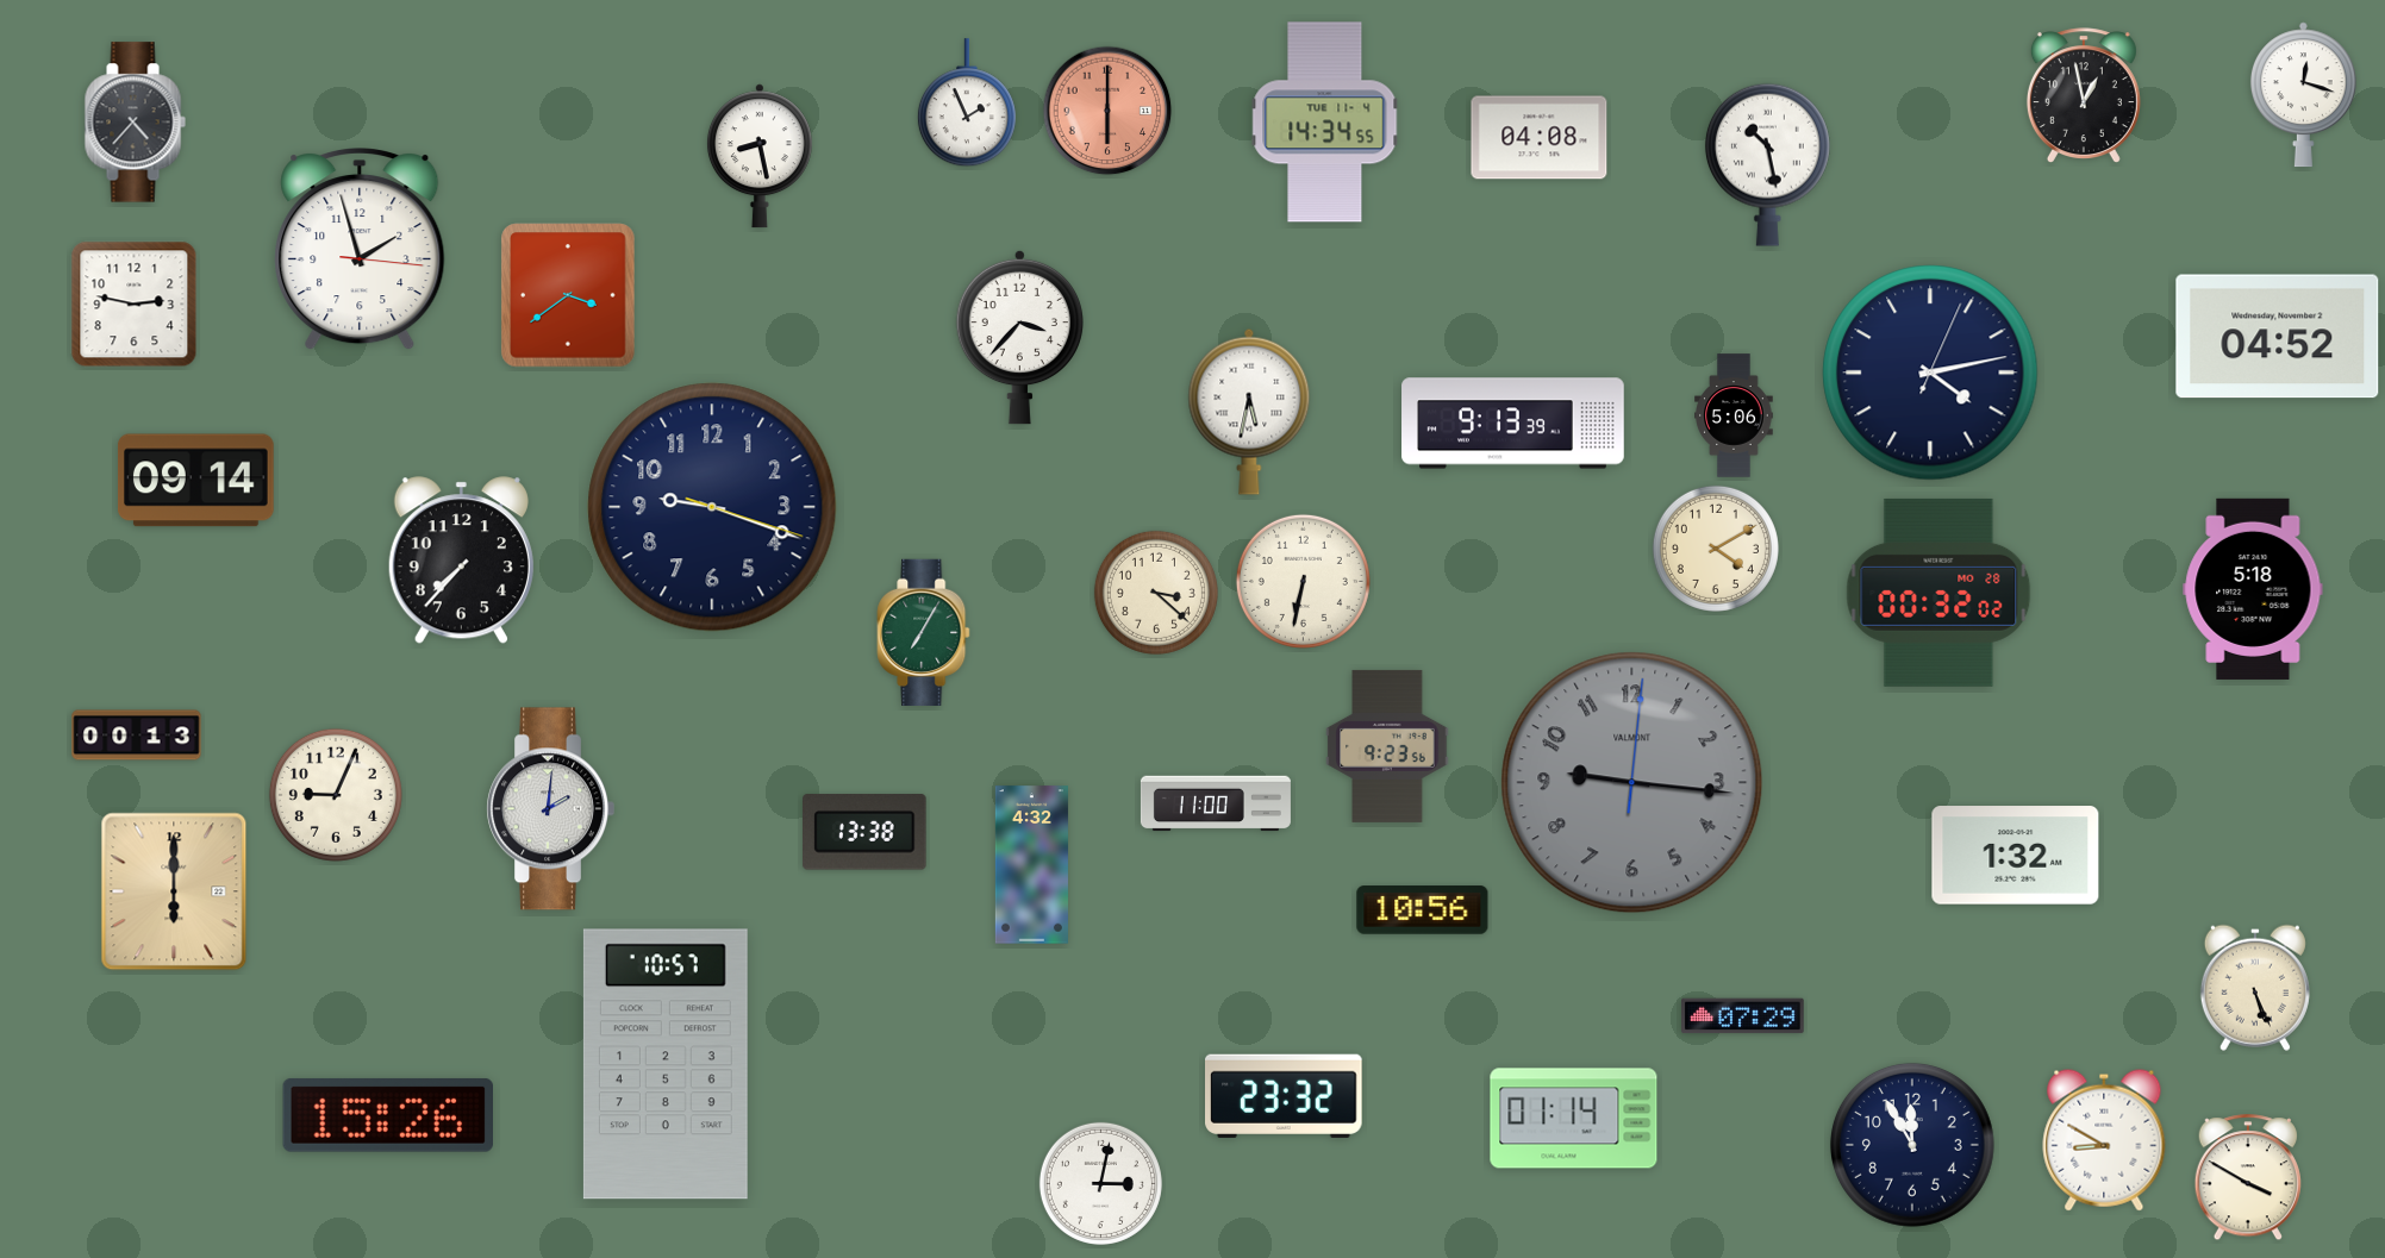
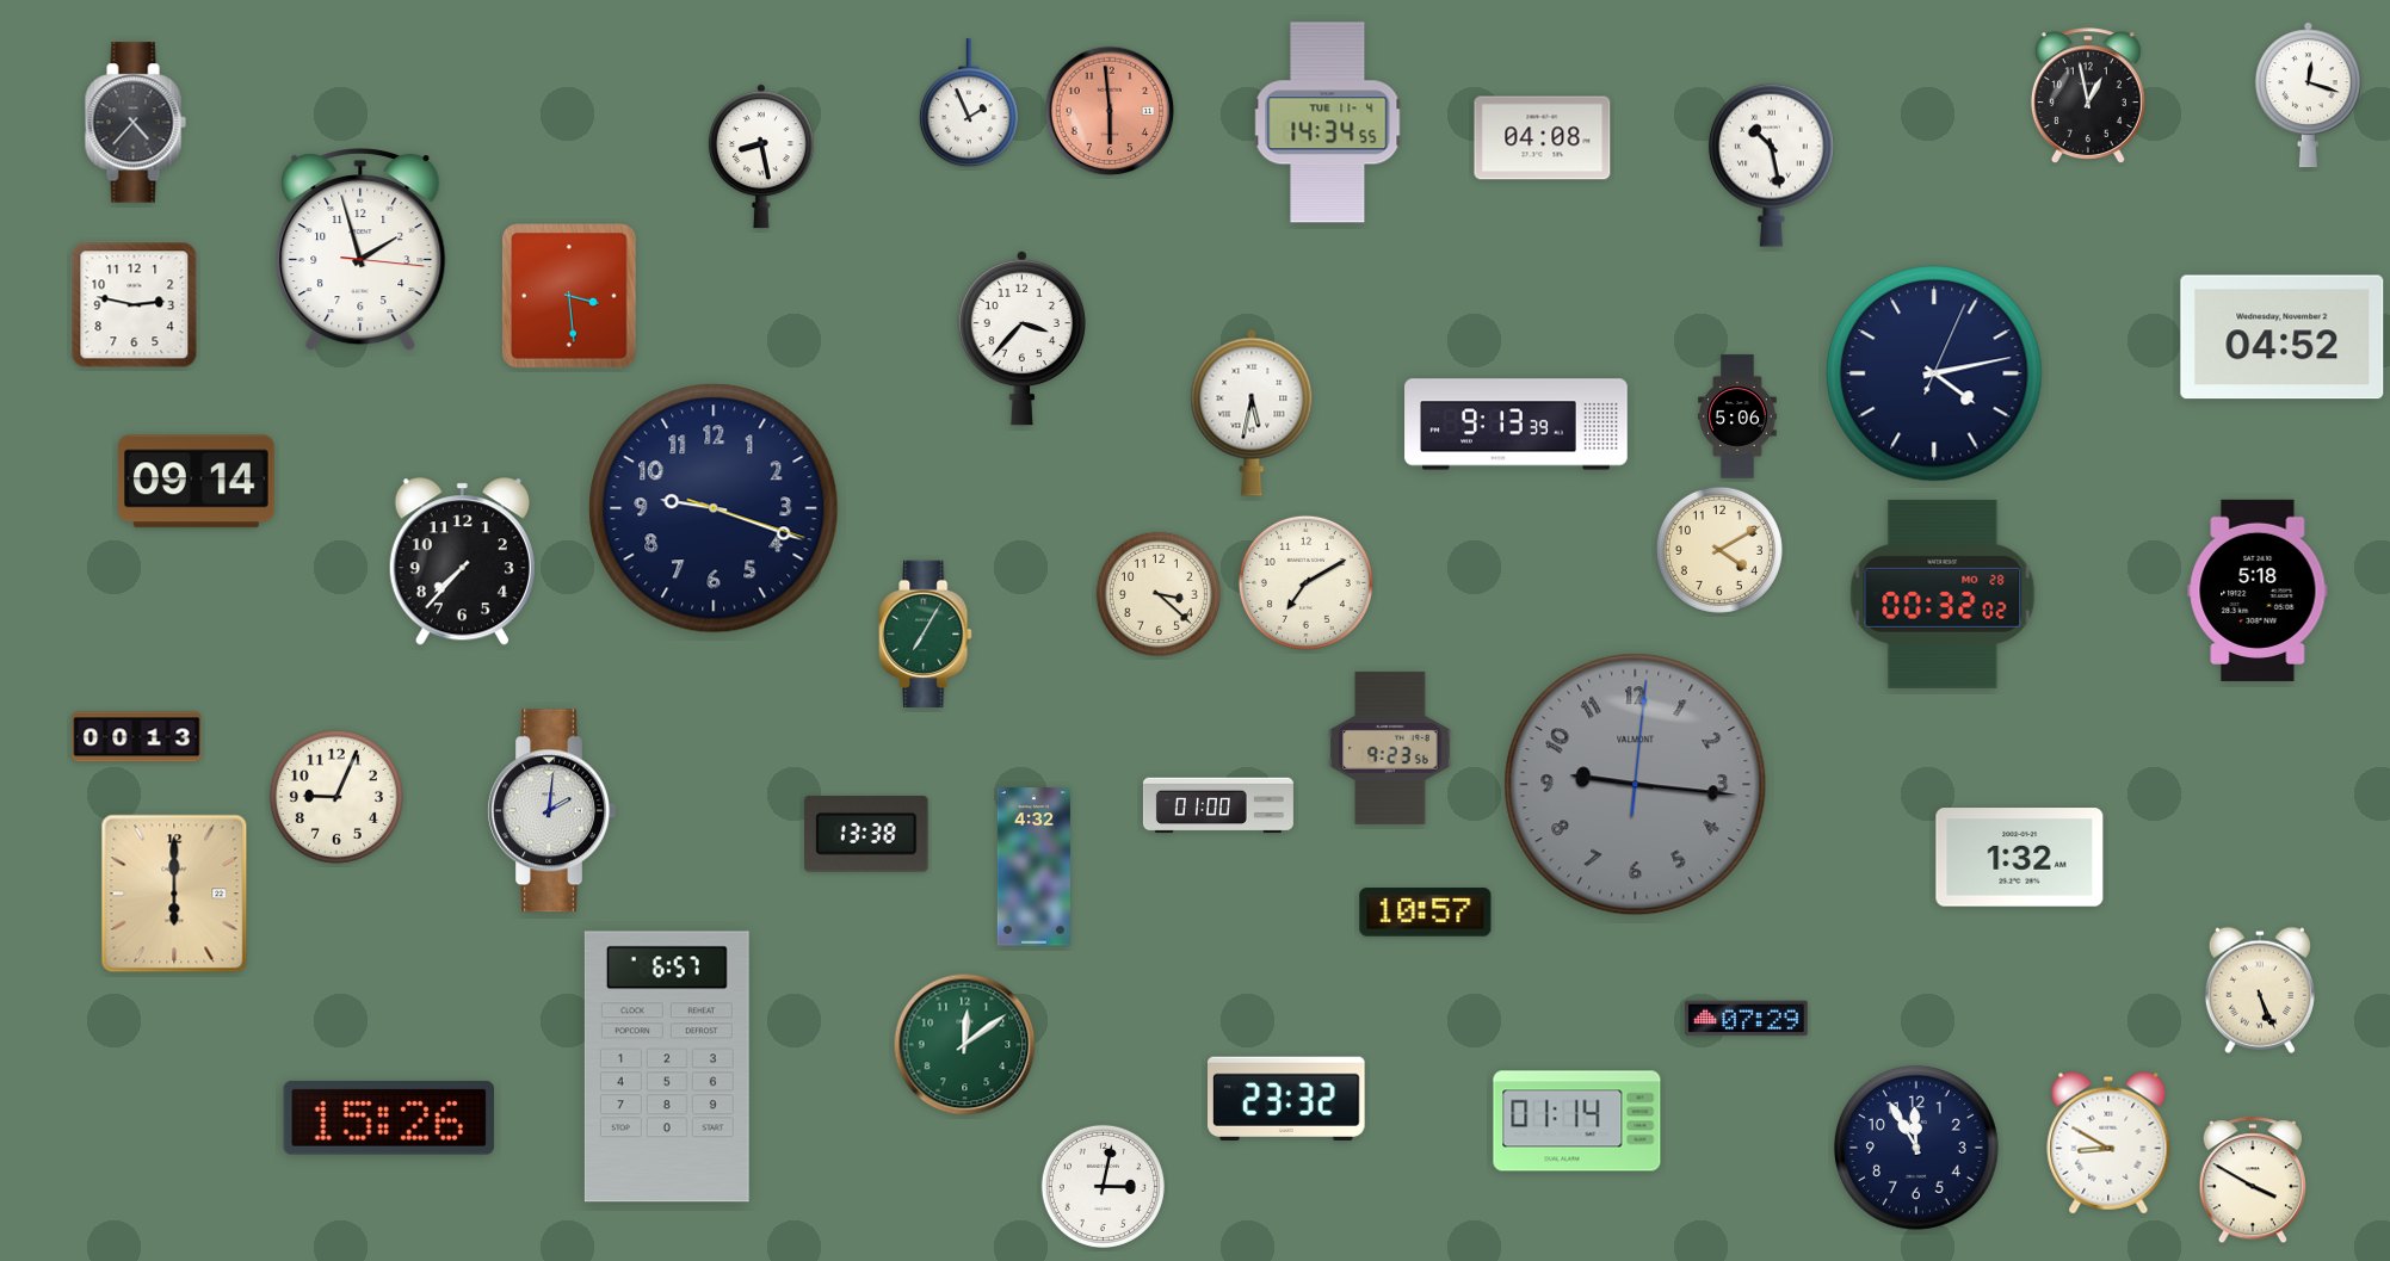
clock at (1107, 111): 6:00 -> 5:59
clock at (568, 295): 3:39 -> 3:29
clock at (1303, 581): 6:32 -> 7:10
clock at (1216, 803): 11:00 -> 01:00
clock at (1423, 910): 10:56 -> 10:57
clock at (965, 1045): none -> 12:09
clock at (666, 1064): 10:57 -> 6:57
